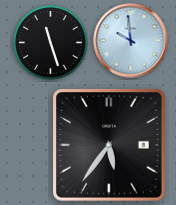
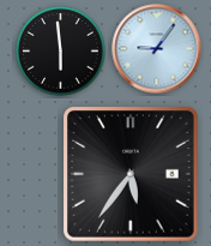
clock at (131, 41): 9:59 -> 9:06
clock at (51, 43): 11:27 -> 5:59
